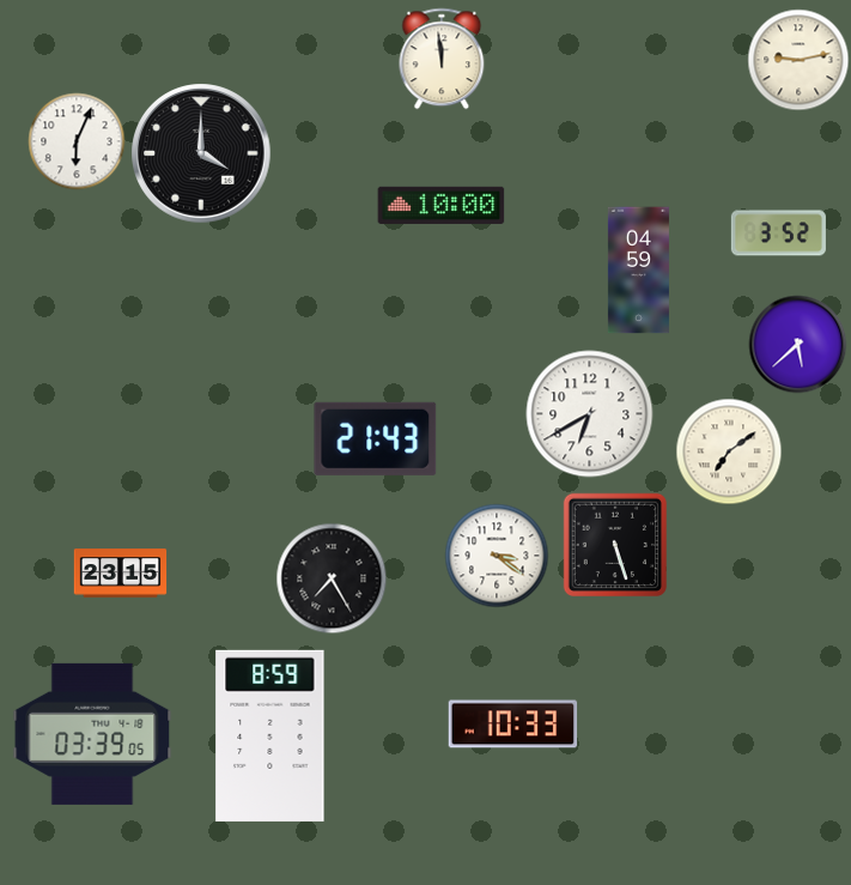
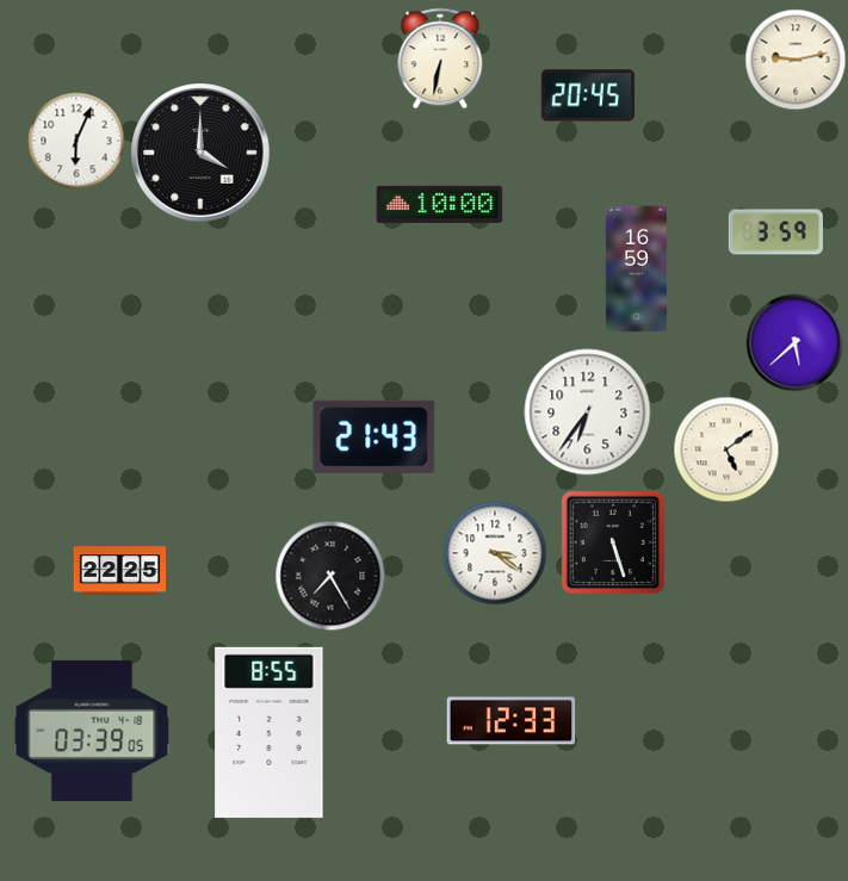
clock at (442, 59): 11:59 -> 6:32
clock at (588, 95): none -> 20:45
clock at (778, 234): 3:52 -> 3:59
clock at (638, 271): 04:59 -> 16:59
clock at (590, 414): 6:40 -> 6:36
clock at (729, 451): 7:09 -> 5:09
clock at (121, 574): 23:15 -> 22:25
clock at (513, 725): 10:33 -> 12:33
clock at (271, 735): 8:59 -> 8:55
